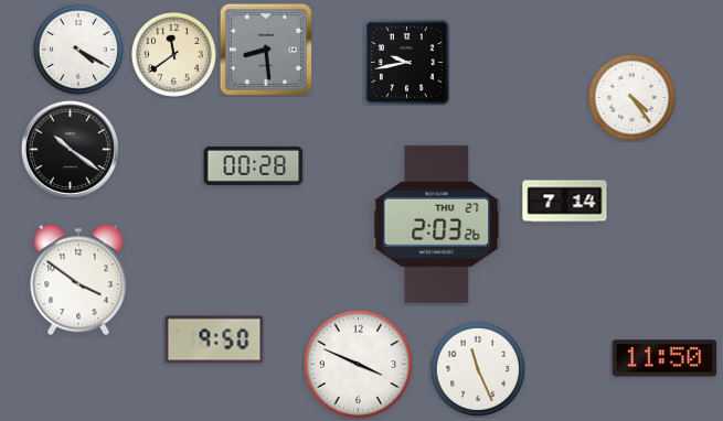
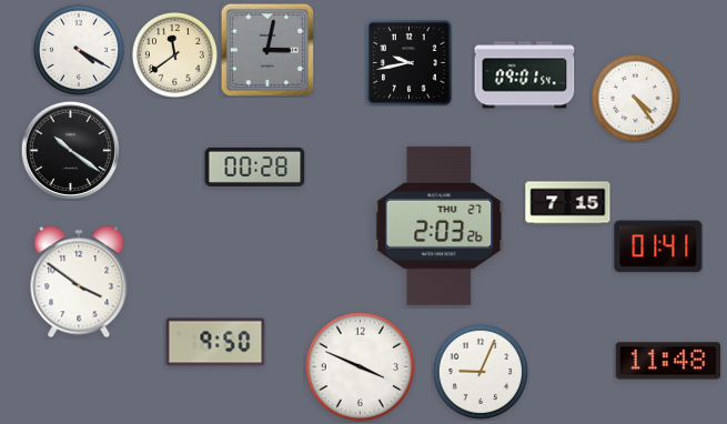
clock at (265, 48): 8:29 -> 3:02
clock at (525, 75): none -> 09:01
clock at (565, 202): 7:14 -> 7:15
clock at (658, 246): none -> 01:41
clock at (664, 358): 11:50 -> 11:48
clock at (478, 369): 11:26 -> 9:04
